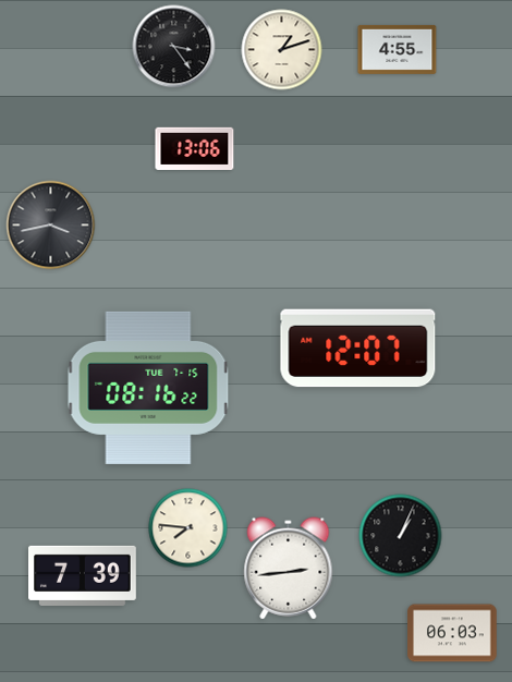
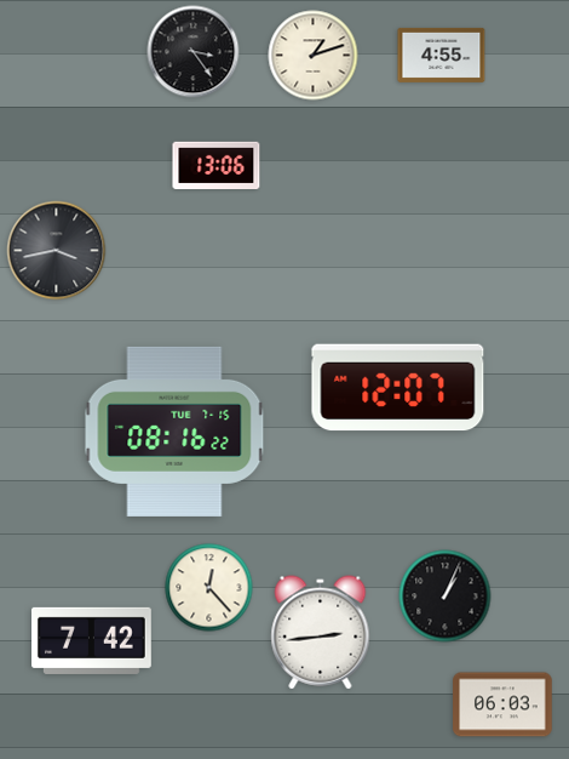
clock at (148, 388) position: (148, 388) -> (174, 432)
clock at (188, 528): 7:46 -> 12:23
clock at (83, 575): 7:39 -> 7:42
